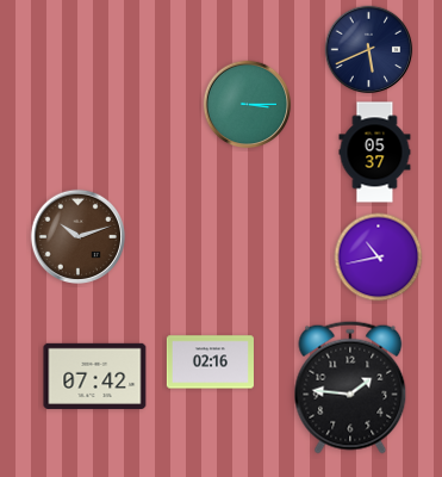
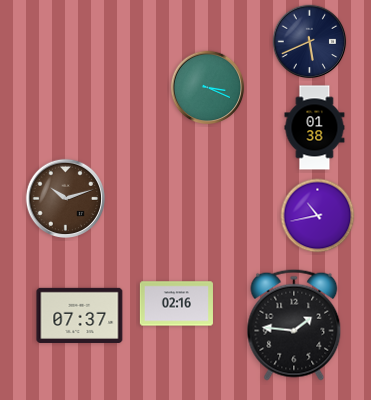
clock at (248, 105): 3:15 -> 3:19
clock at (375, 153): 05:37 -> 01:38
clock at (95, 376): 07:42 -> 07:37
